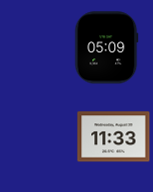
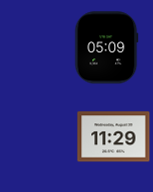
clock at (114, 137): 11:33 -> 11:29
